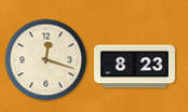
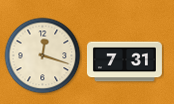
clock at (134, 67): 8:23 -> 7:31
